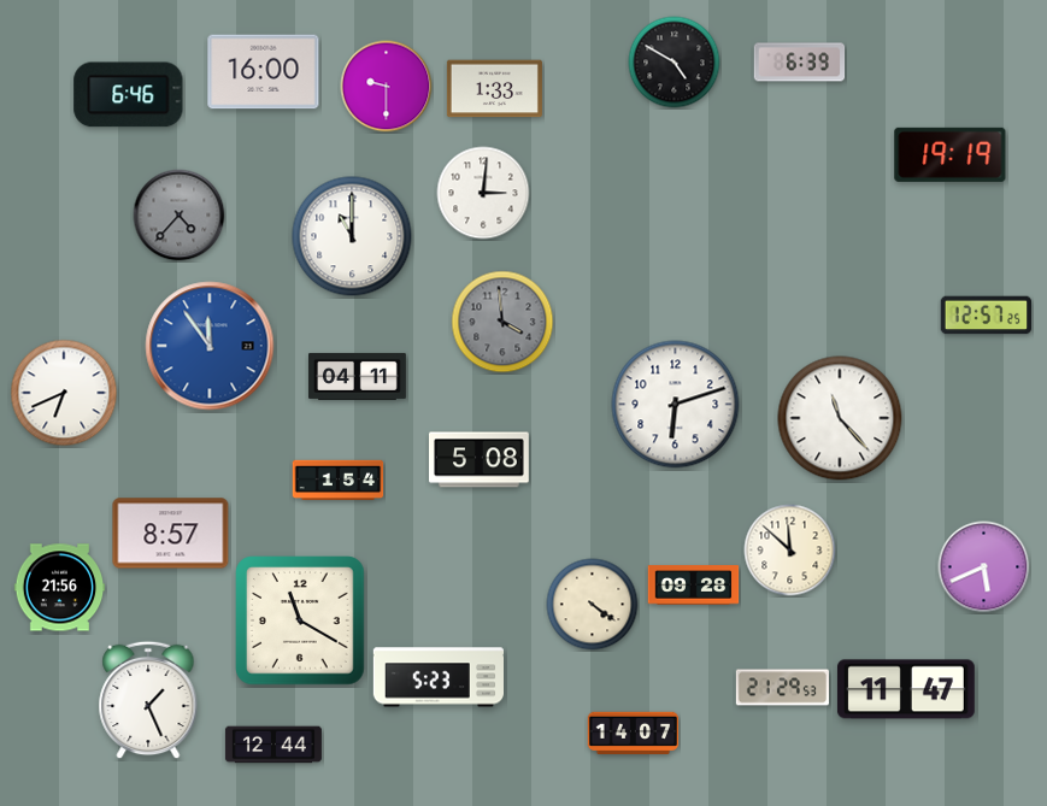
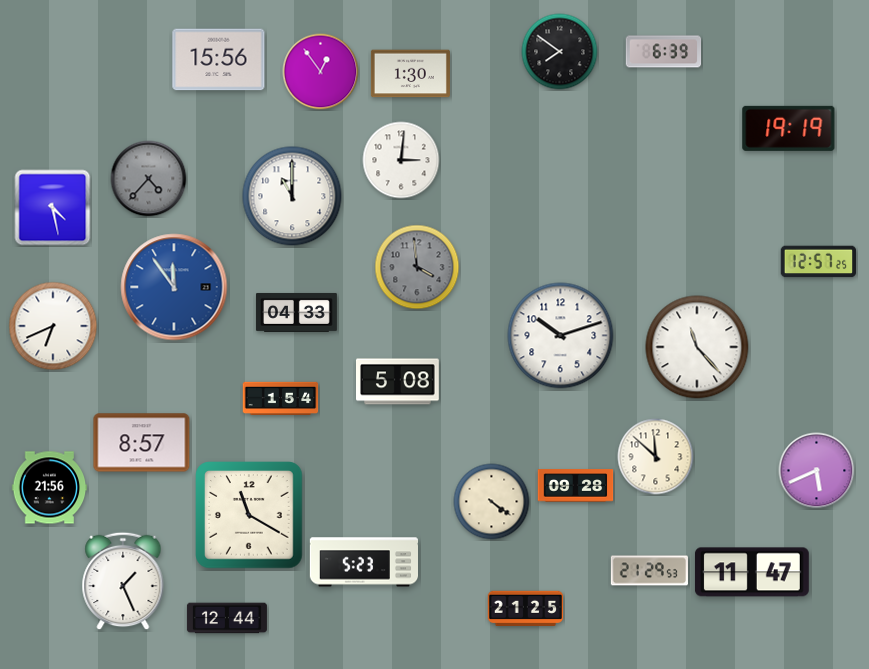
clock at (675, 63): 4:50 -> 7:51
clock at (264, 72): 16:00 -> 15:56
clock at (387, 87): 9:30 -> 12:54
clock at (494, 89): 1:33 -> 1:30
clock at (129, 95): 6:46 -> none
clock at (53, 208): none -> 4:28
clock at (357, 376): 04:11 -> 04:33
clock at (676, 405): 6:12 -> 10:12
clock at (634, 733): 14:07 -> 21:25
